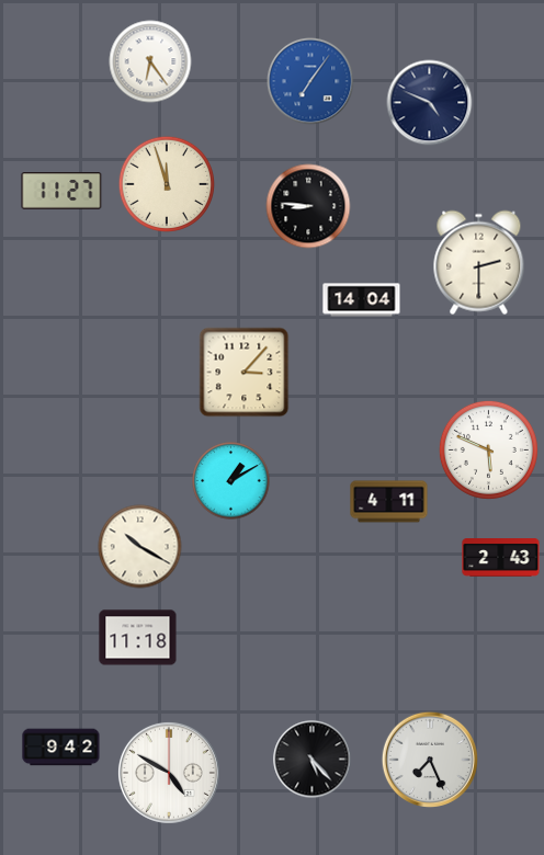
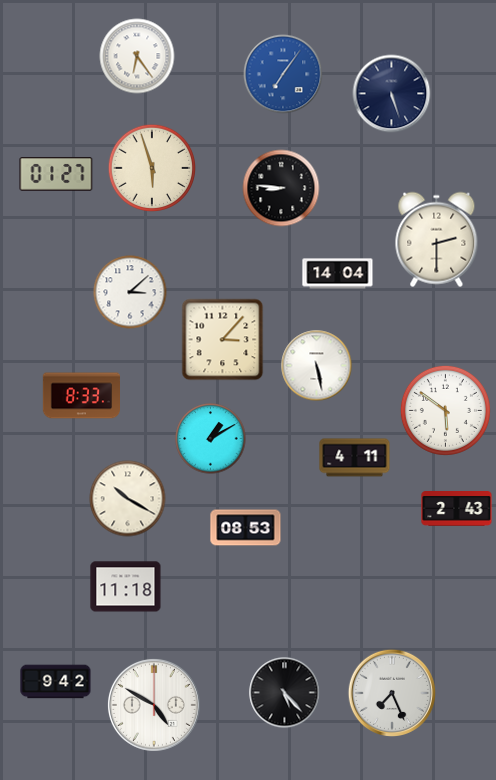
clock at (430, 103): 4:49 -> 5:27
clock at (167, 184): 11:57 -> 5:57
clock at (61, 191): 11:27 -> 01:27
clock at (362, 300) position: (362, 300) -> (338, 274)
clock at (130, 292): none -> 3:08
clock at (317, 366): none -> 5:28
clock at (81, 396): none -> 8:33
clock at (488, 449): 5:49 -> 5:51
clock at (246, 528): none -> 08:53
clock at (138, 638) position: (138, 638) -> (126, 587)
